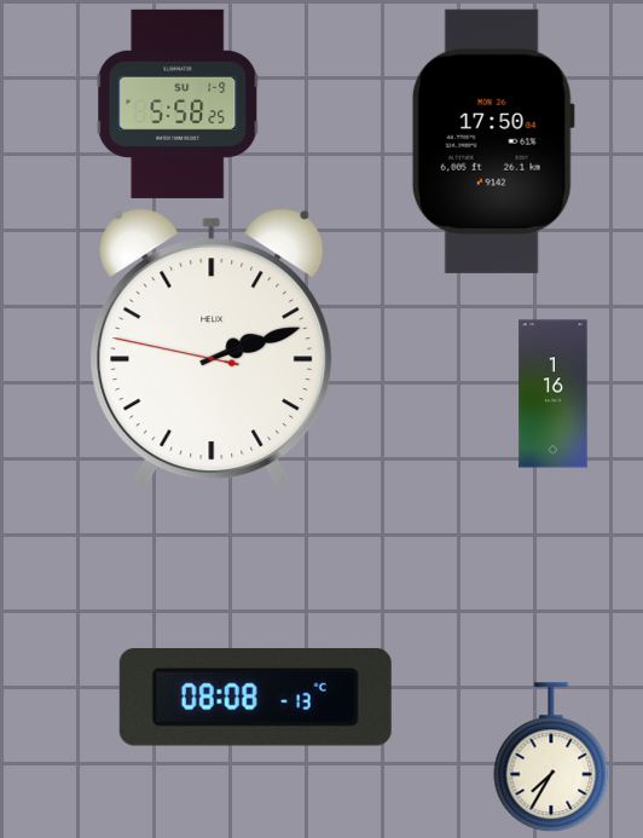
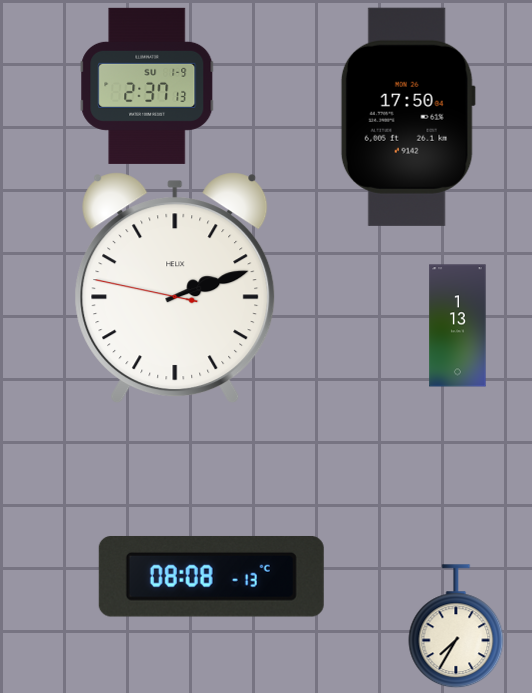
clock at (178, 104): 5:58 -> 2:37
clock at (554, 394): 1:16 -> 1:13
